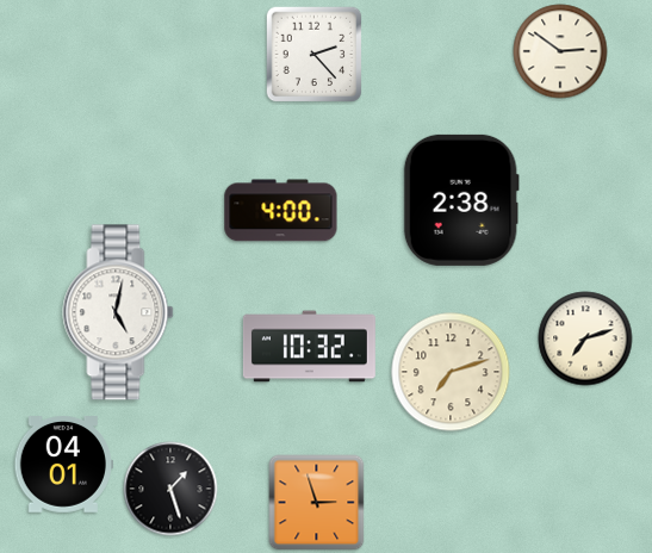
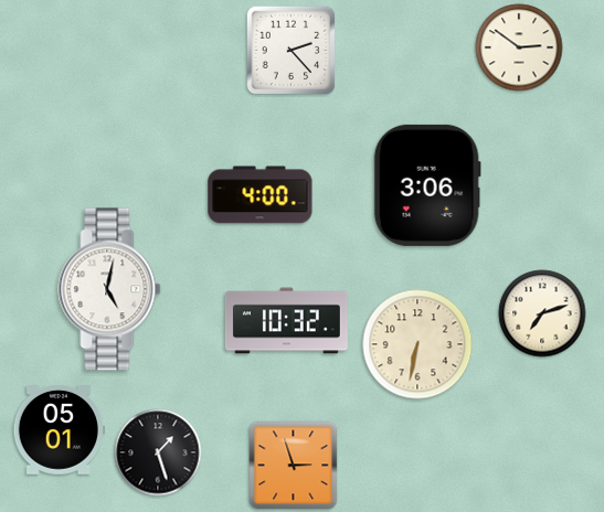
clock at (461, 200): 2:38 -> 3:06
clock at (451, 372): 7:12 -> 6:32
clock at (63, 465): 04:01 -> 05:01
